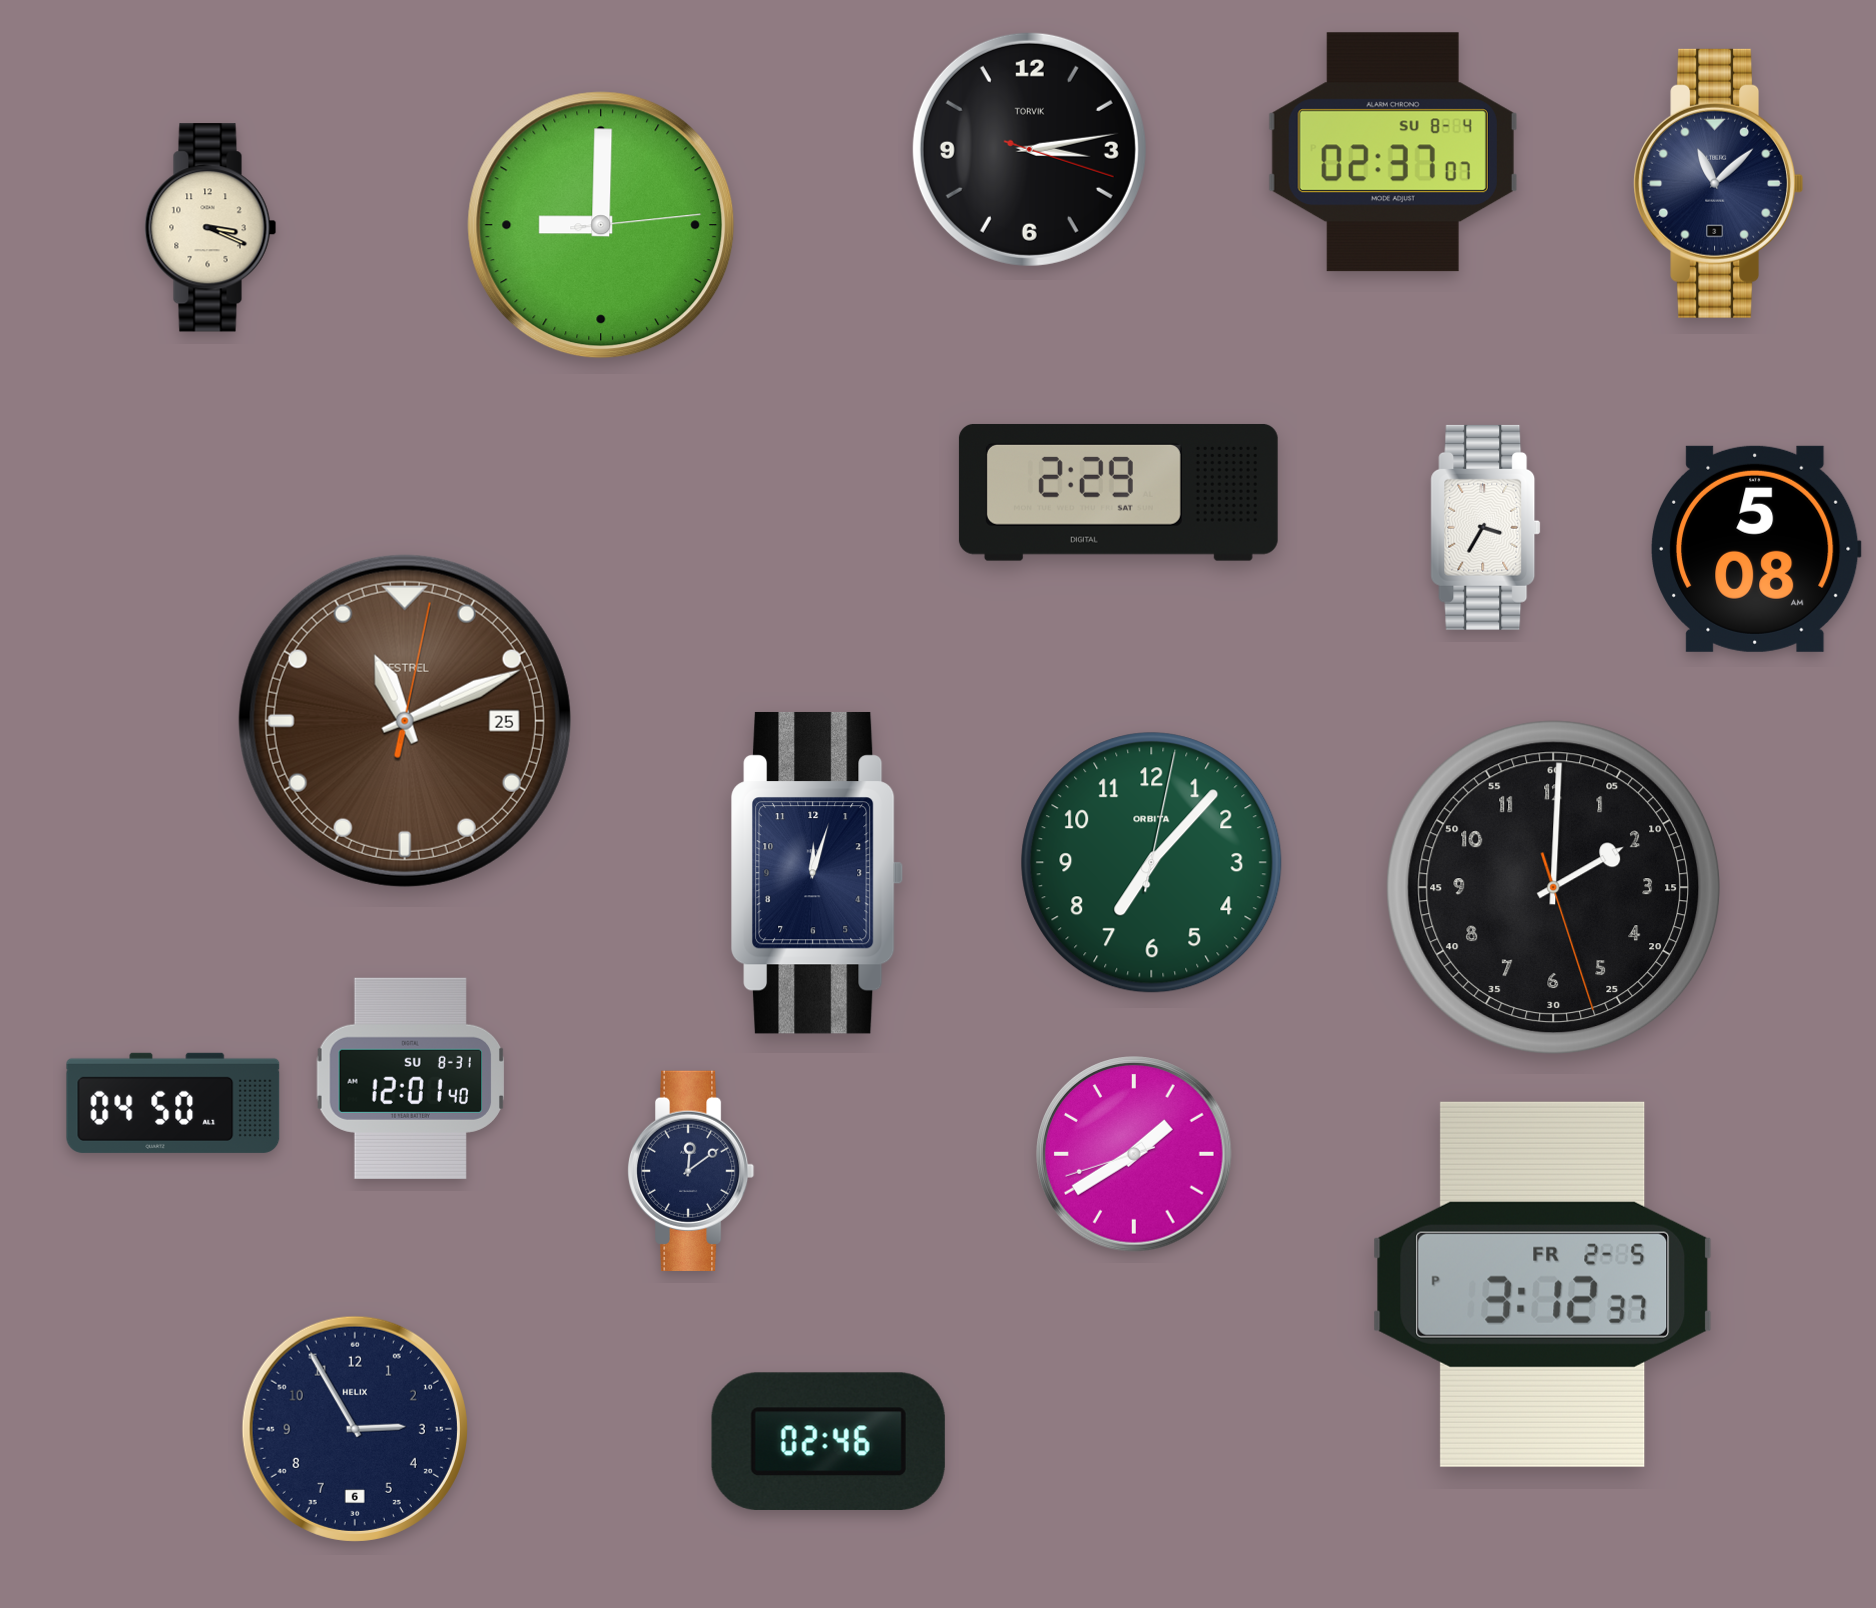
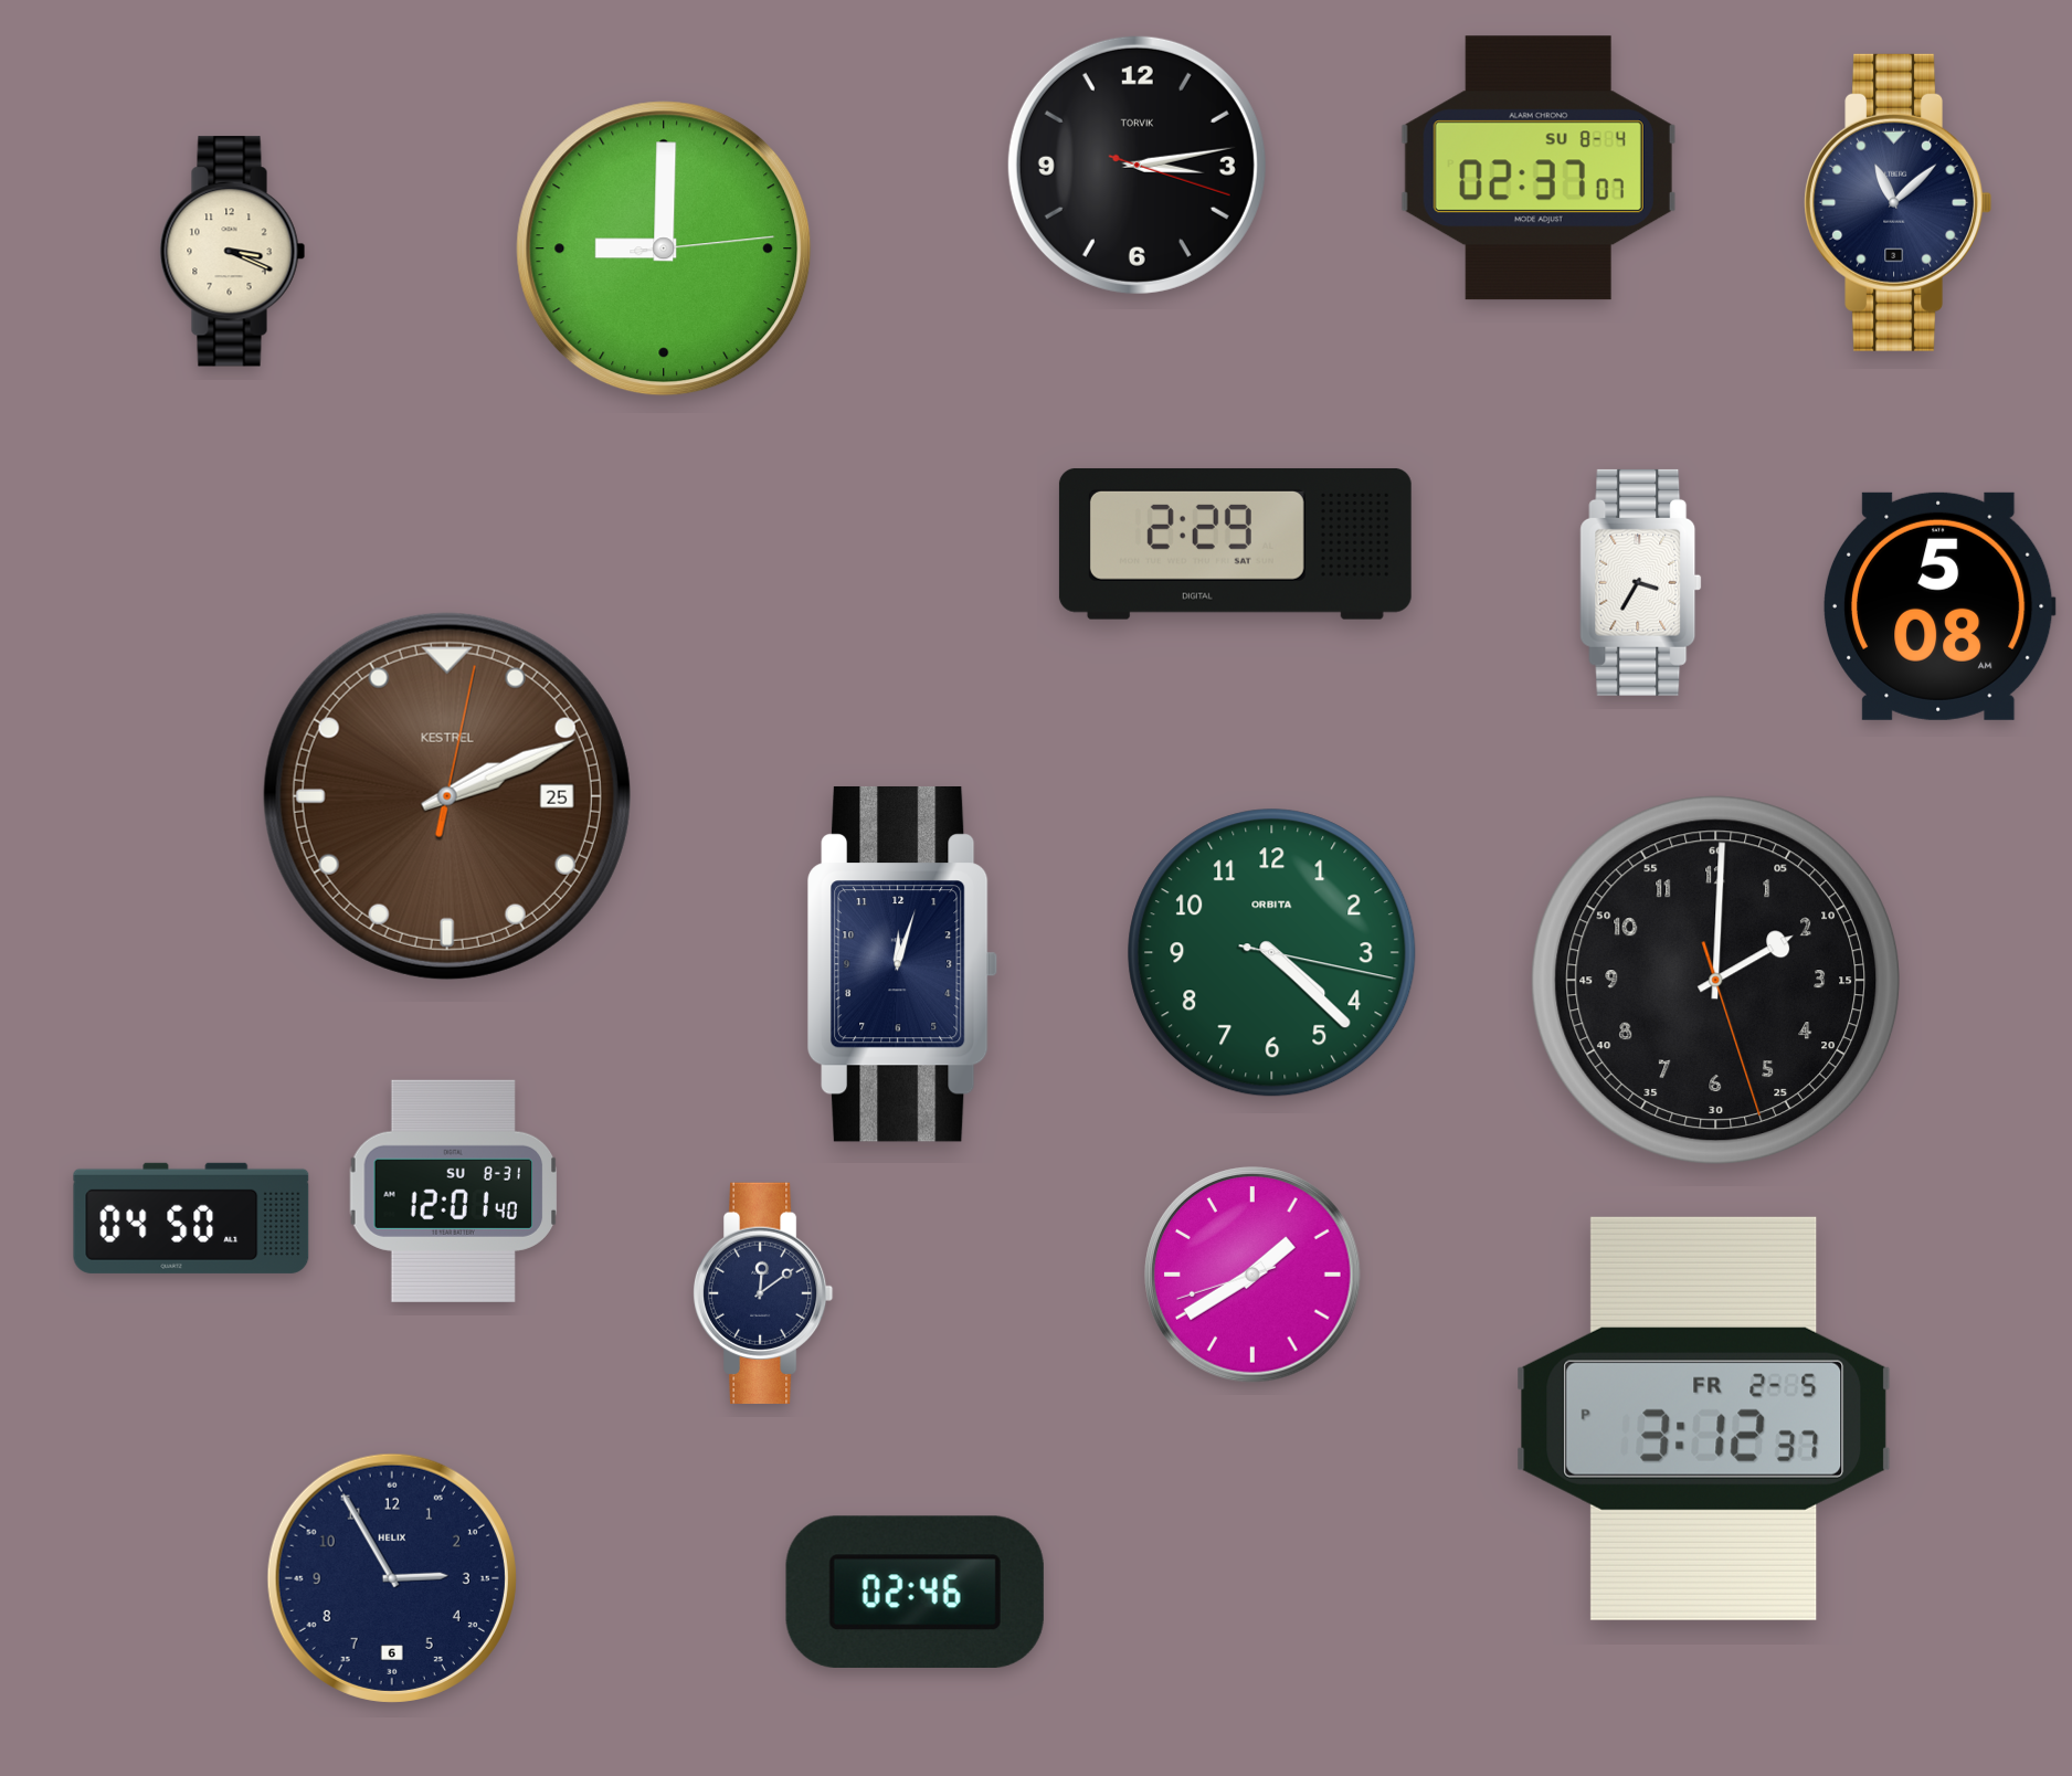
clock at (405, 721): 11:11 -> 2:11
clock at (1152, 863): 7:07 -> 4:22
